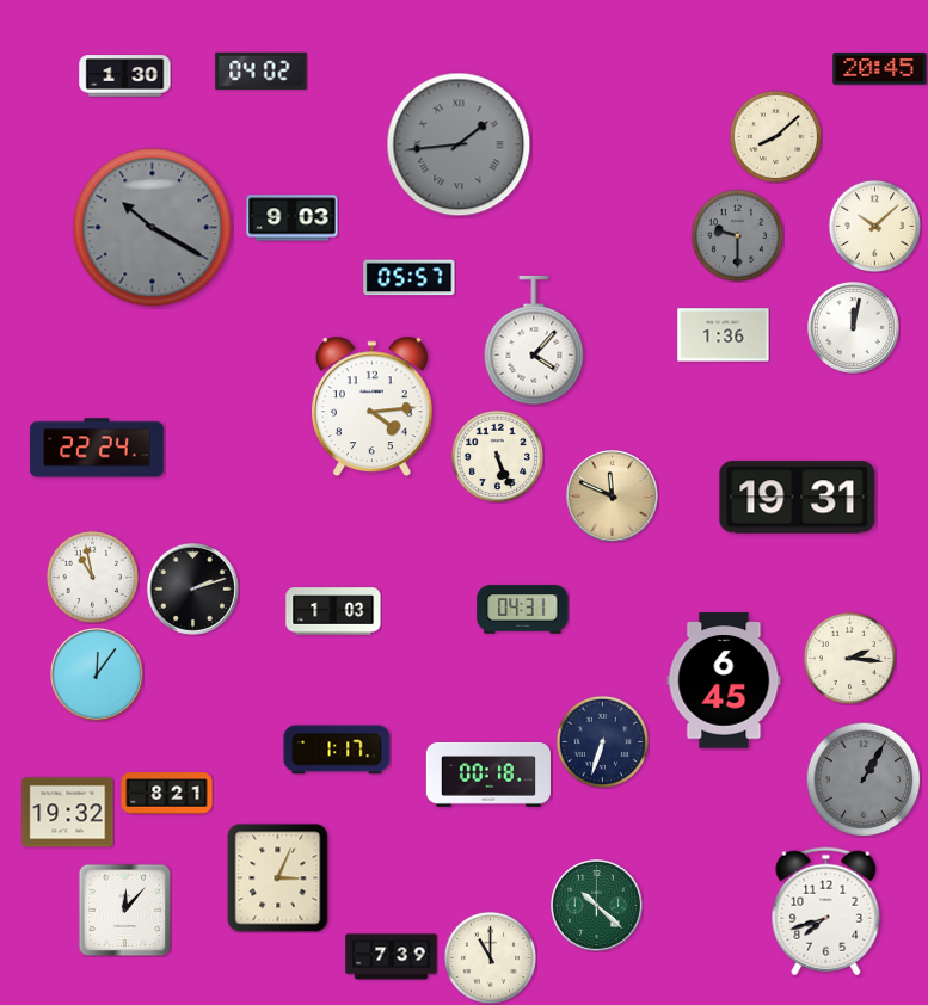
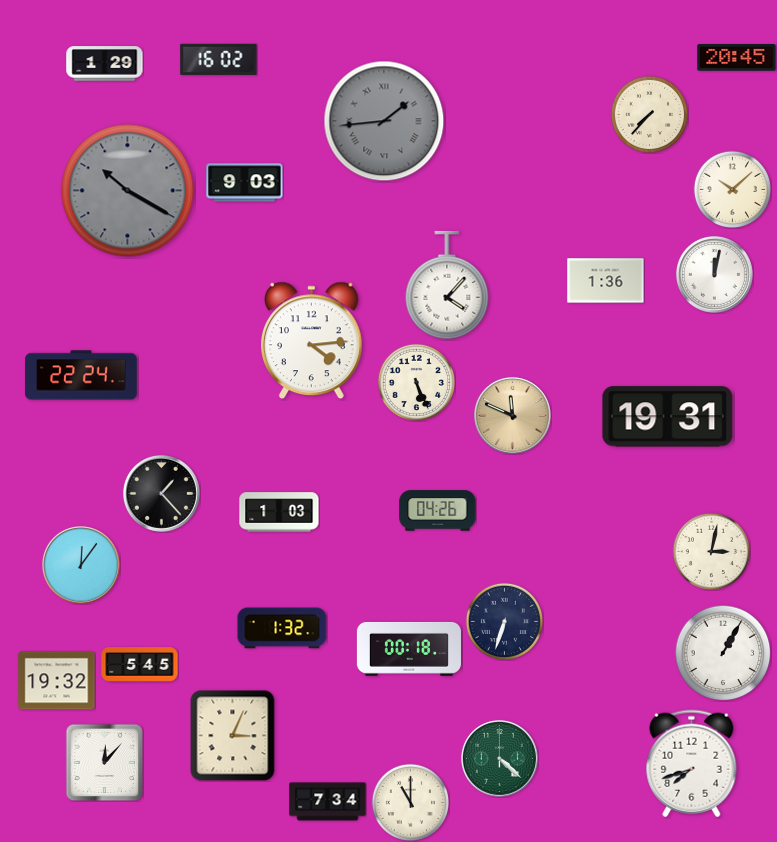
clock at (262, 70): 04:02 -> 16:02
clock at (125, 76): 1:30 -> 1:29
clock at (775, 136): 8:08 -> 7:37
clock at (737, 235): 9:30 -> none
clock at (410, 278): 05:57 -> none
clock at (92, 577): 10:58 -> none
clock at (192, 588): 2:12 -> 1:23
clock at (523, 610): 04:31 -> 04:26
clock at (849, 658): 2:16 -> 3:02
clock at (724, 680): 6:45 -> none
clock at (337, 750): 1:17 -> 1:32
clock at (864, 779) dial: grey -> white
clock at (167, 794): 8:21 -> 5:45
clock at (596, 905): 10:22 -> 4:22
clock at (392, 957): 7:39 -> 7:34
